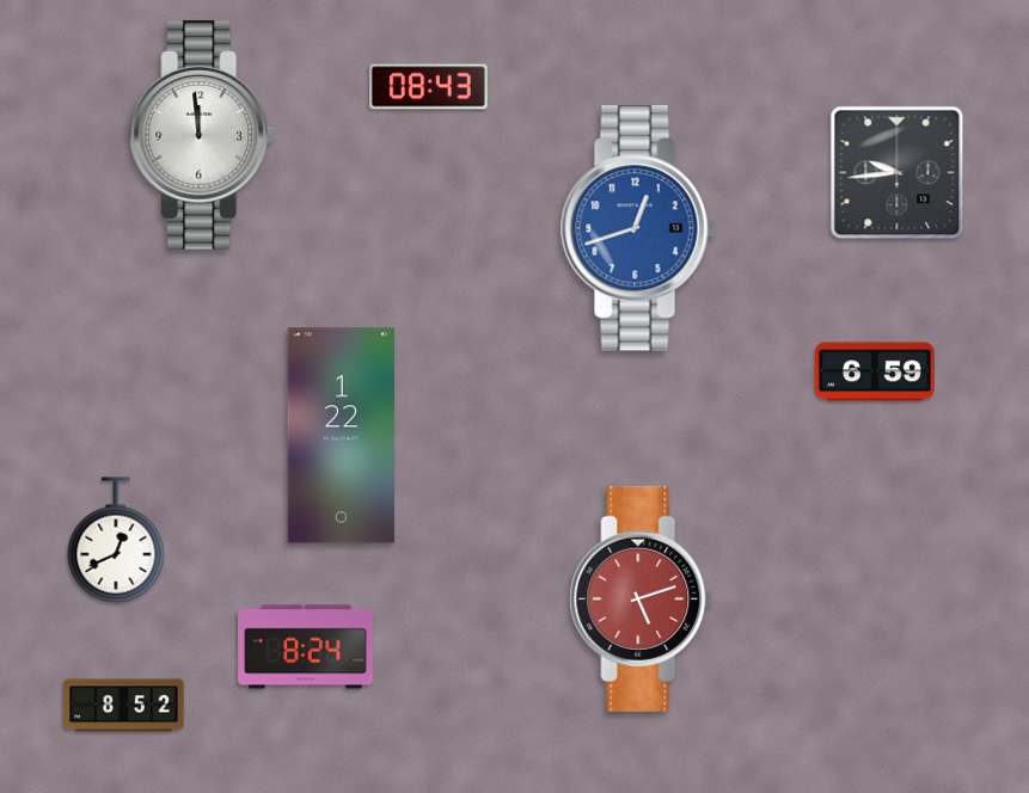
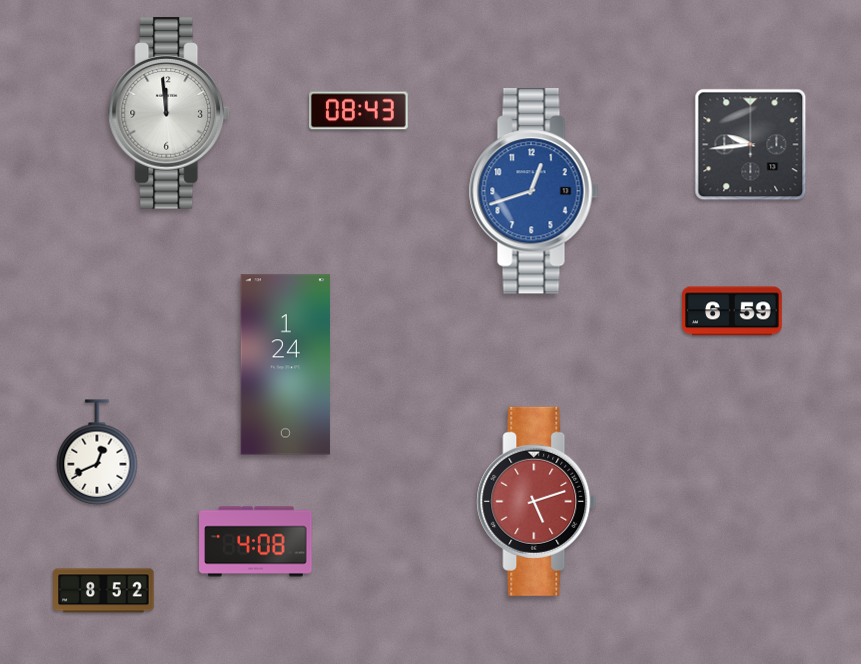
clock at (429, 87) position: (429, 87) -> (359, 111)
clock at (341, 436): 1:22 -> 1:24
clock at (306, 647): 8:24 -> 4:08
